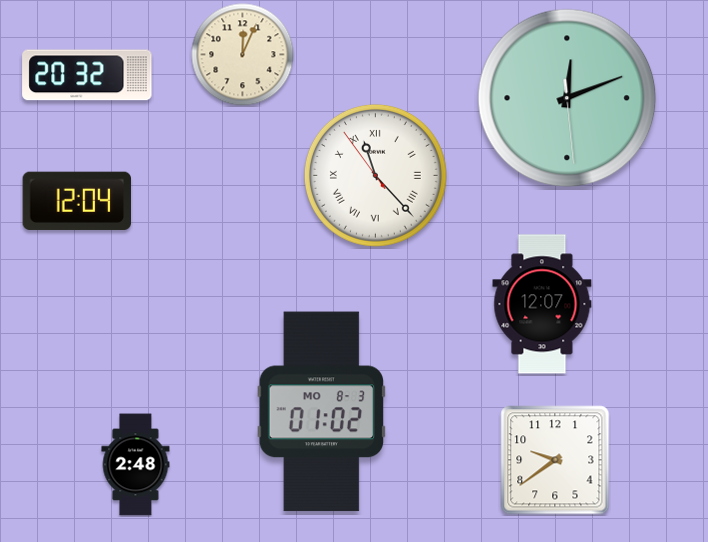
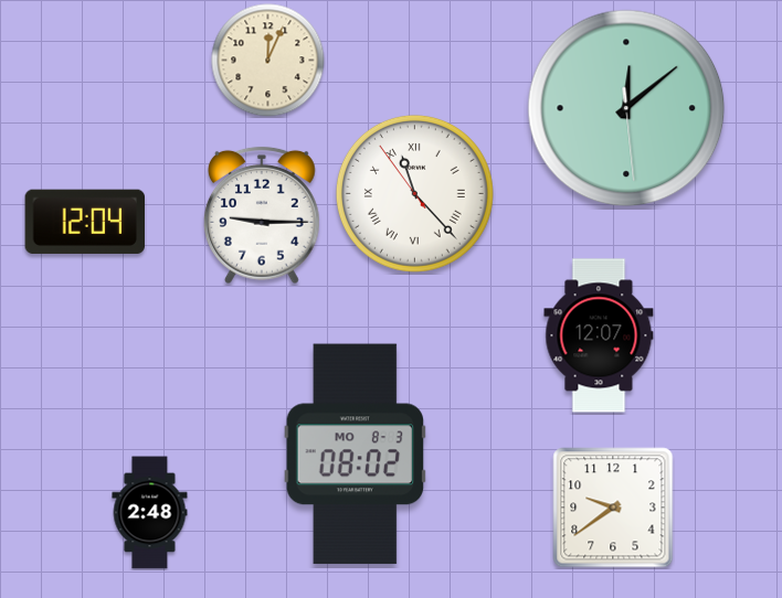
clock at (87, 75): 20:32 -> none
clock at (567, 98): 12:11 -> 12:08
clock at (262, 215): none -> 9:15
clock at (322, 412): 01:02 -> 08:02
